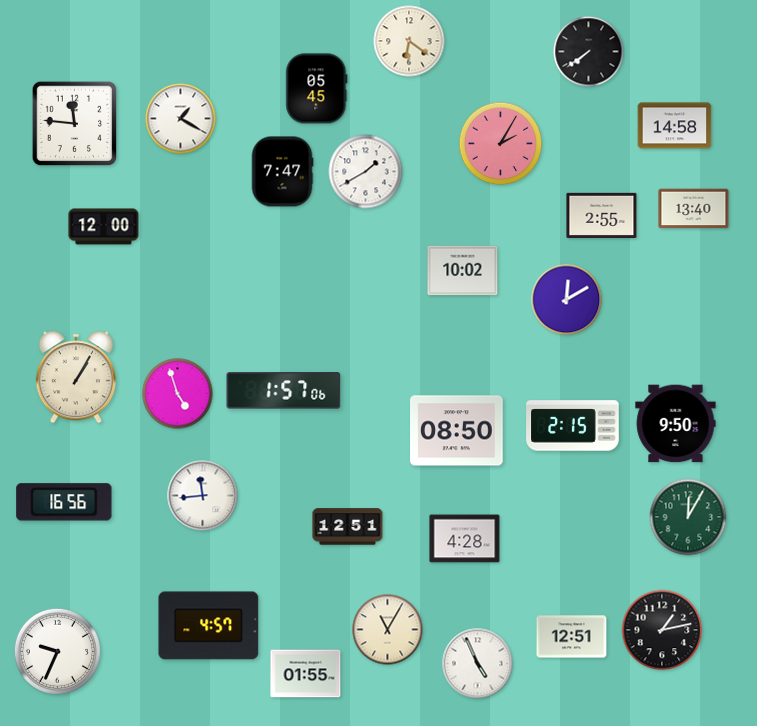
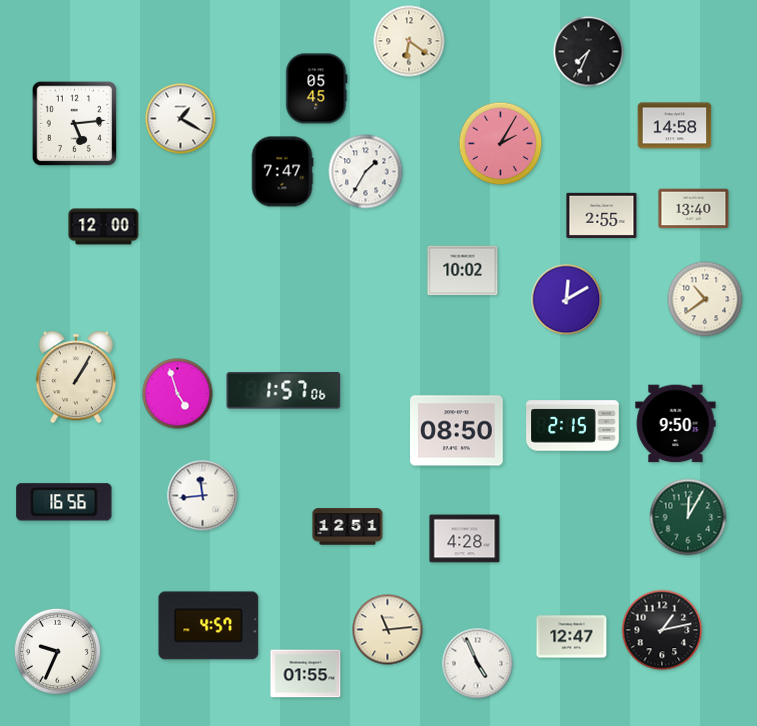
clock at (589, 52): 7:39 -> 7:34
clock at (75, 124): 11:46 -> 5:14
clock at (366, 172): 1:40 -> 1:35
clock at (705, 299): none -> 10:39
clock at (388, 630): 11:05 -> 11:14
clock at (572, 637): 12:51 -> 12:47
